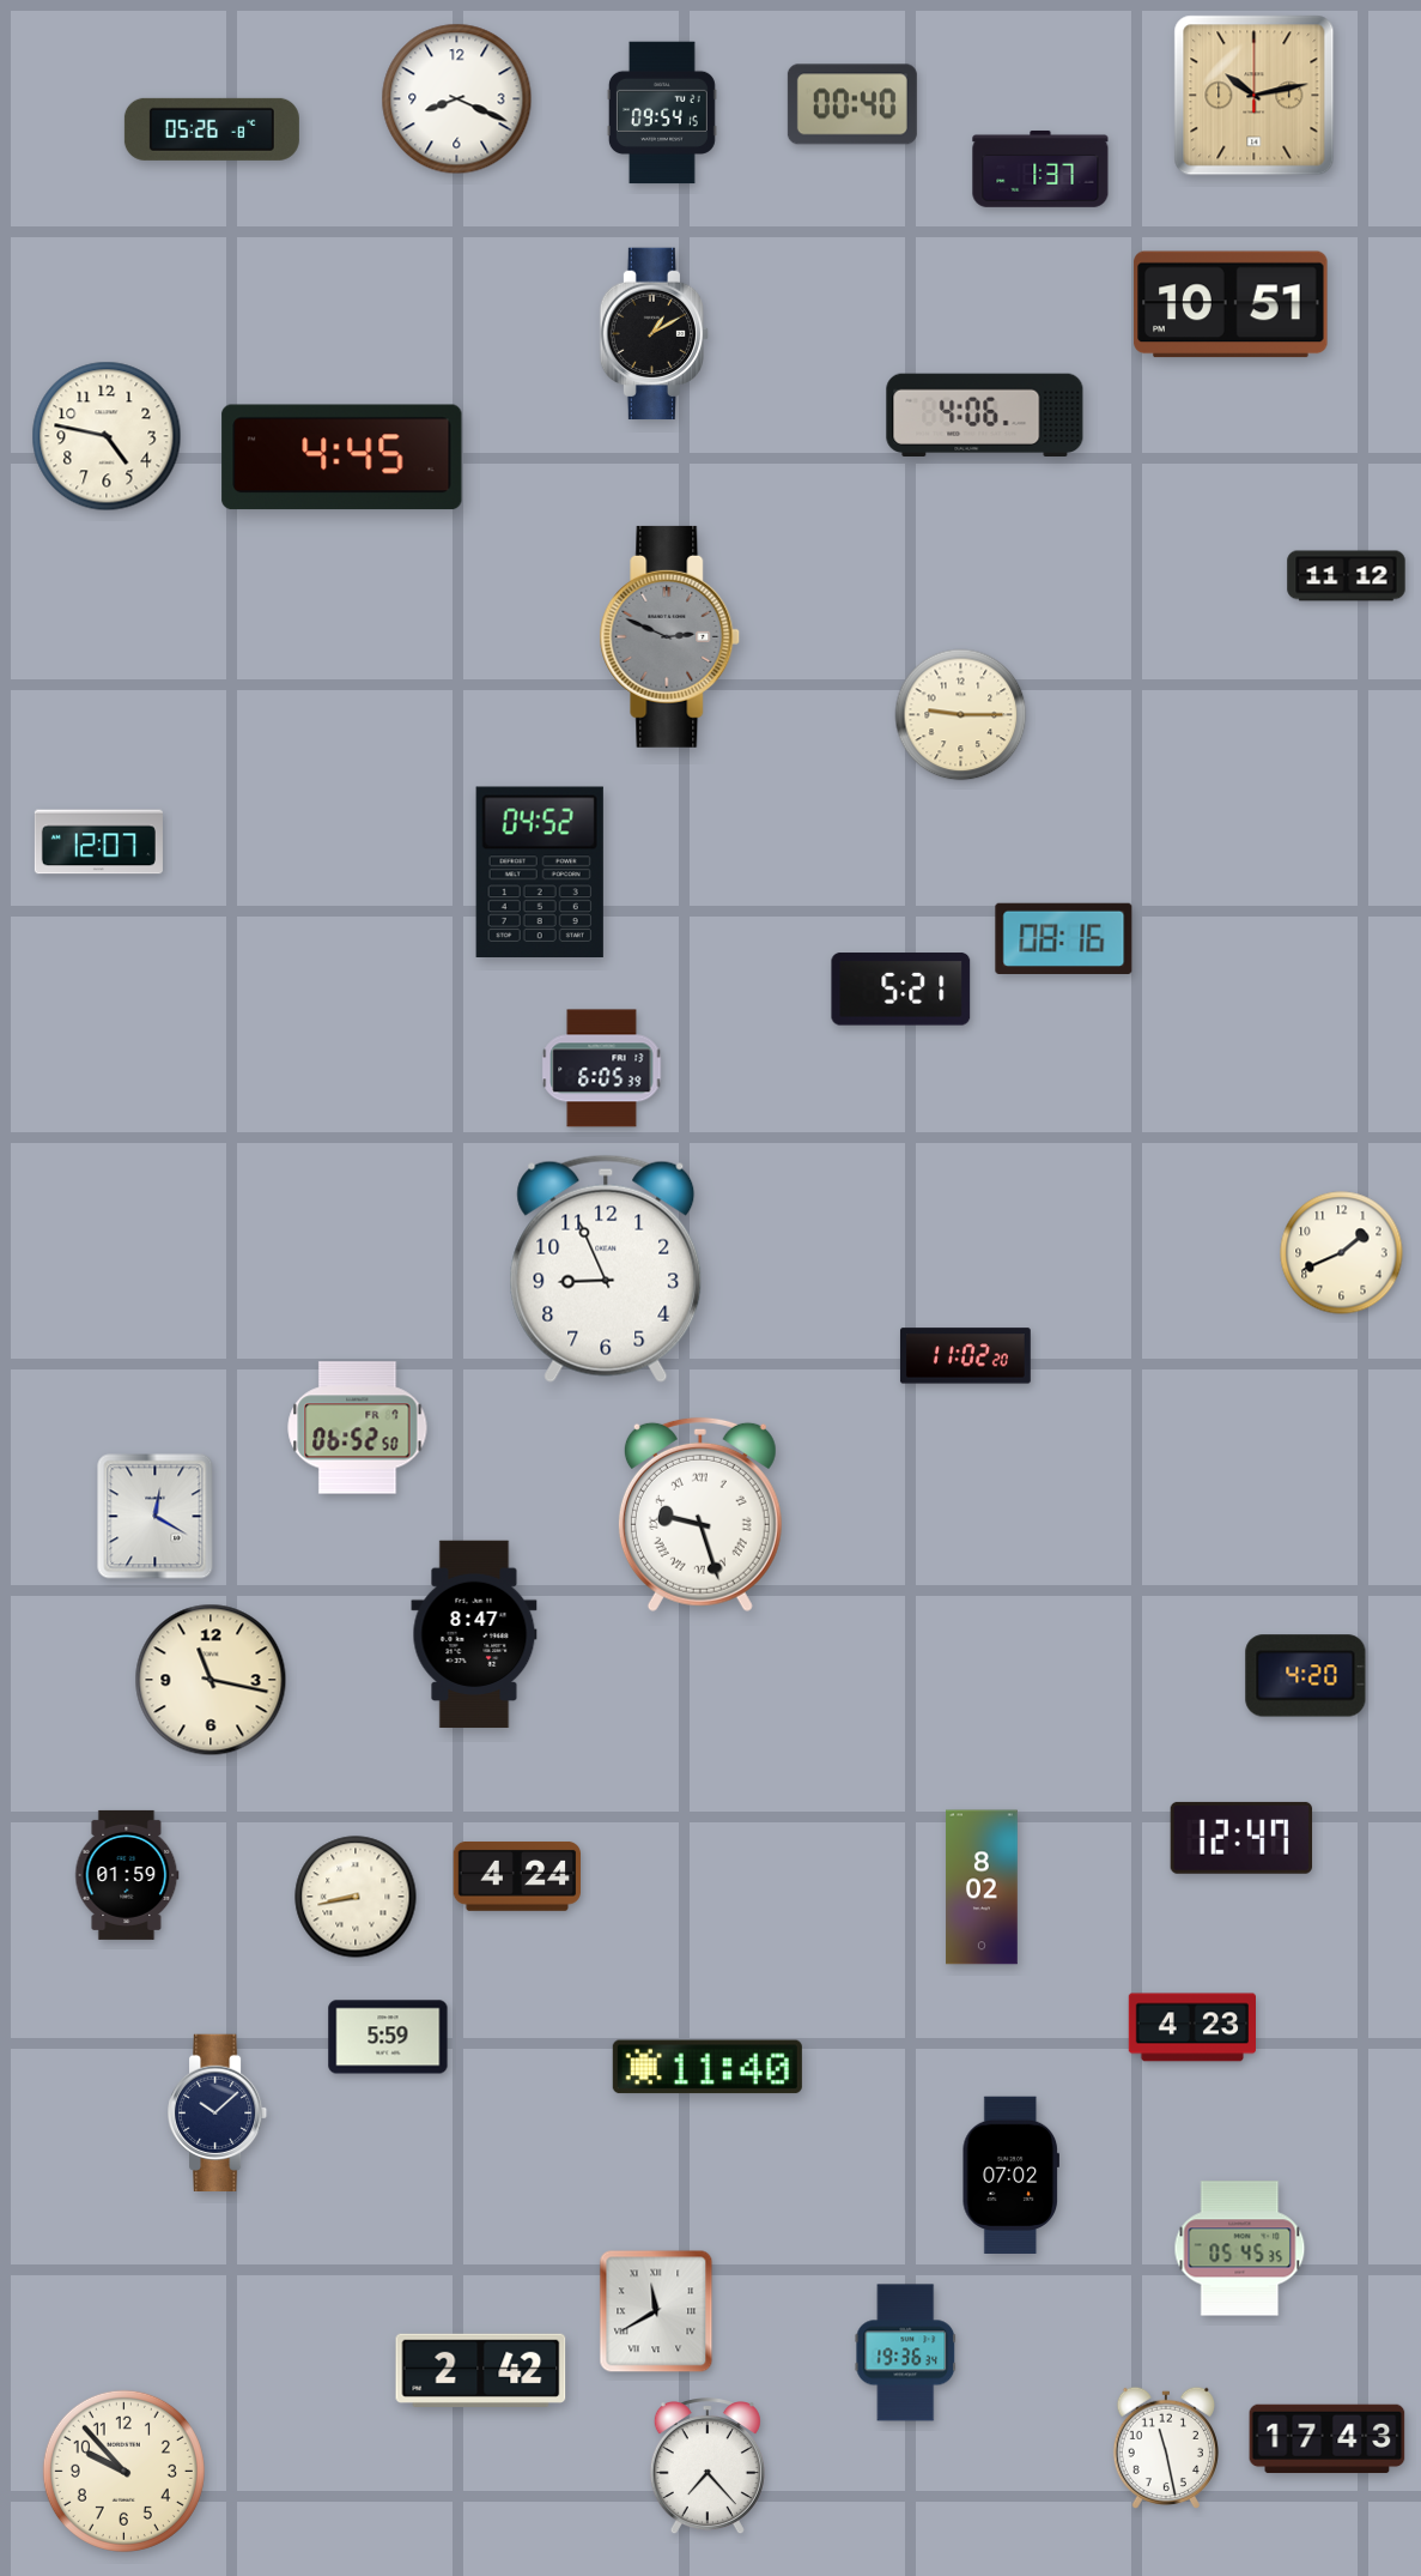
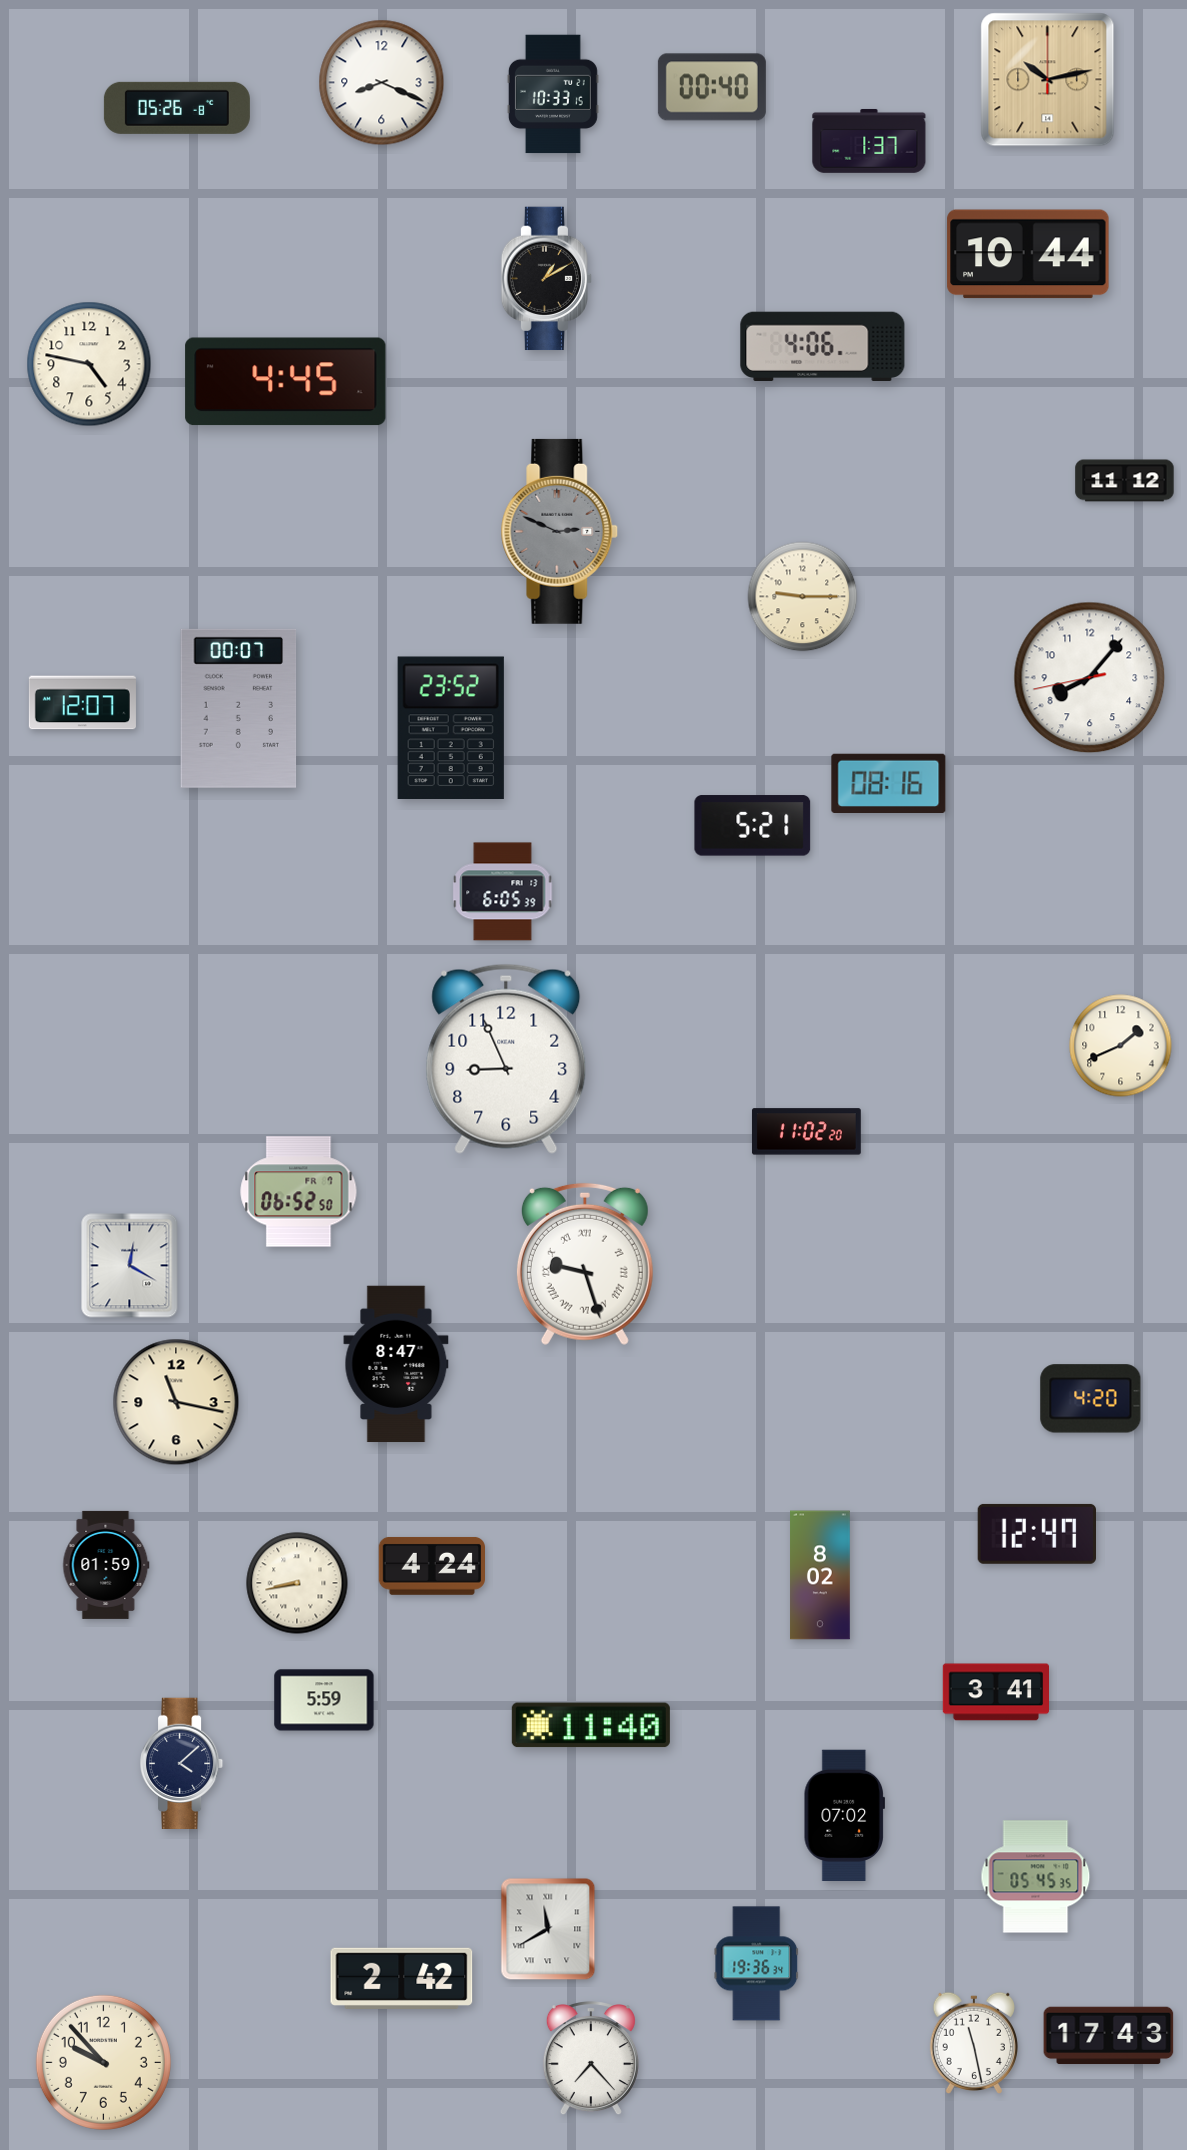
clock at (662, 113): 09:54 -> 10:33
clock at (1231, 304): 10:51 -> 10:44
clock at (1090, 678): none -> 8:06
clock at (239, 708): none -> 00:07
clock at (540, 871): 04:52 -> 23:52
clock at (1191, 2027): 4:23 -> 3:41
clock at (219, 2112): 10:08 -> 4:08
